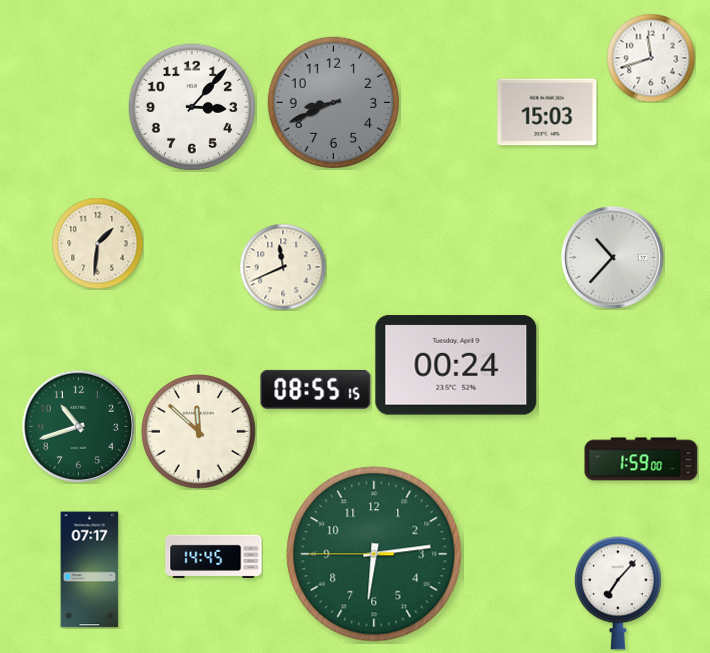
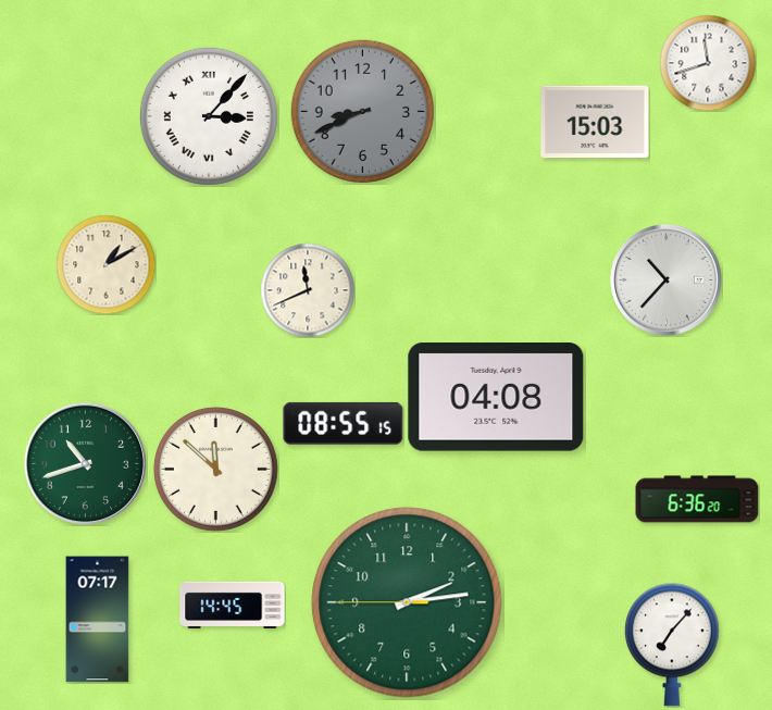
clock at (192, 107) numerals: Arabic -> Roman
clock at (97, 243): 1:31 -> 1:10
clock at (456, 365): 00:24 -> 04:08
clock at (641, 459): 1:59 -> 6:36
clock at (374, 554): 6:13 -> 2:13
